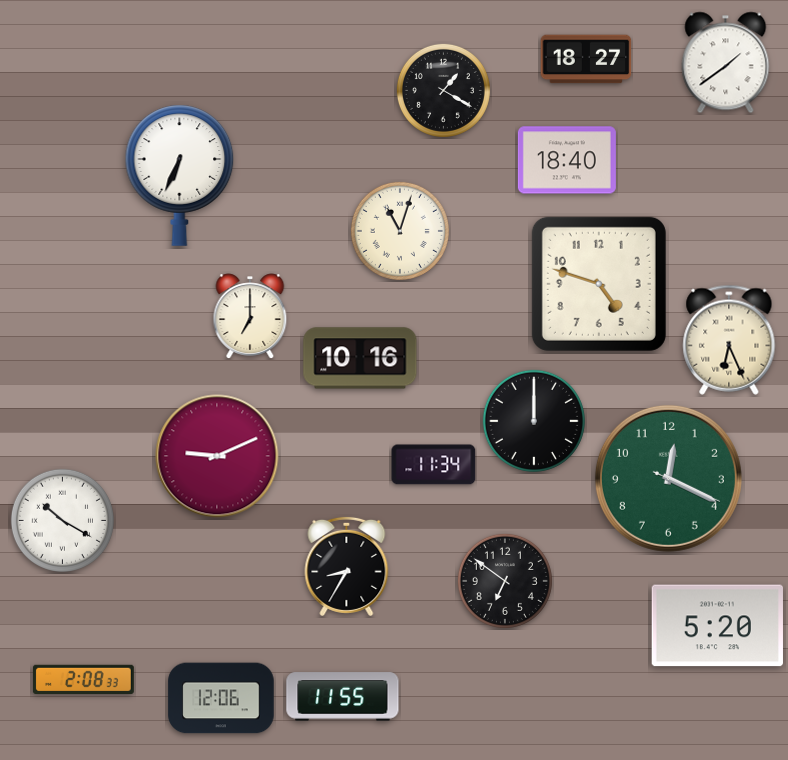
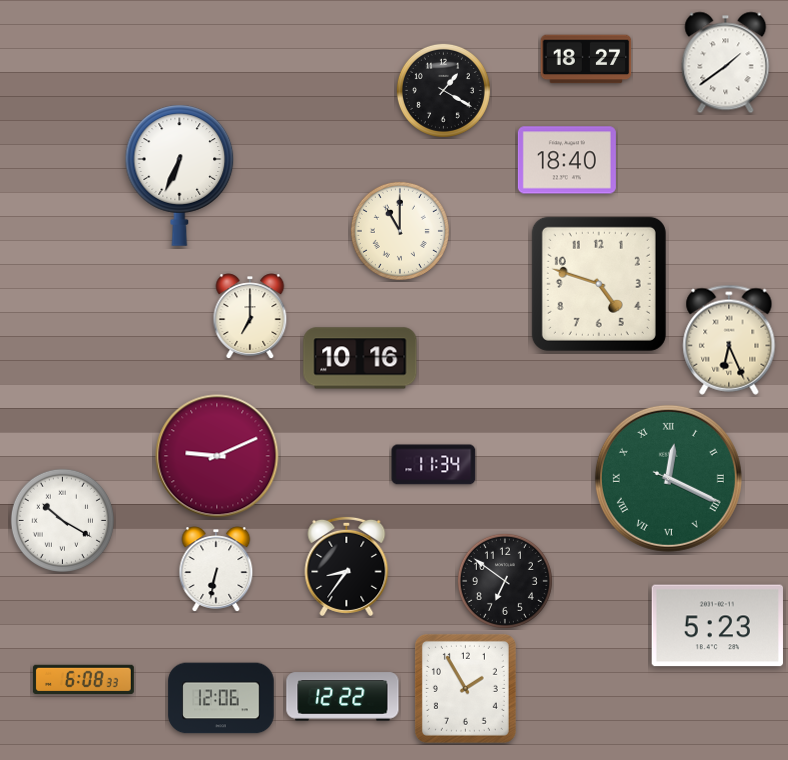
clock at (400, 231): 11:03 -> 11:00
clock at (534, 421): 12:00 -> none
clock at (668, 478) numerals: Arabic -> Roman
clock at (347, 566): 8:35 -> 8:36
clock at (216, 569): none -> 6:32
clock at (717, 626): 5:20 -> 5:23
clock at (83, 679): 2:08 -> 6:08
clock at (465, 688): none -> 1:55
clock at (343, 697): 11:55 -> 12:22
